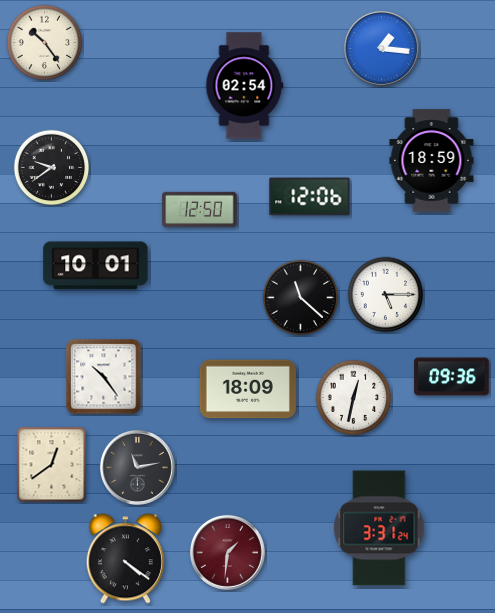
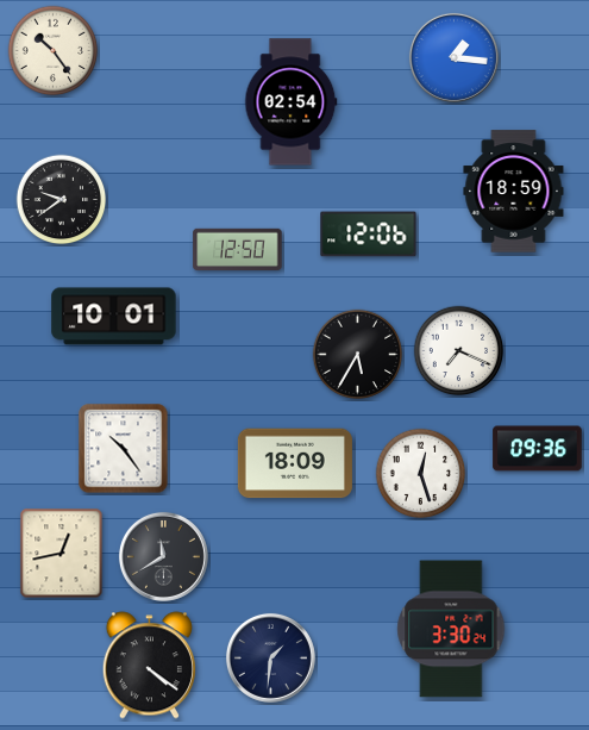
clock at (386, 295): 5:15 -> 7:19
clock at (301, 298): 11:22 -> 5:35
clock at (354, 398): 12:32 -> 12:27
clock at (52, 465): 12:39 -> 12:43
clock at (137, 467): 11:13 -> 11:40
clock at (379, 528): 3:31 -> 3:30
clock at (227, 552) dial: burgundy -> navy
